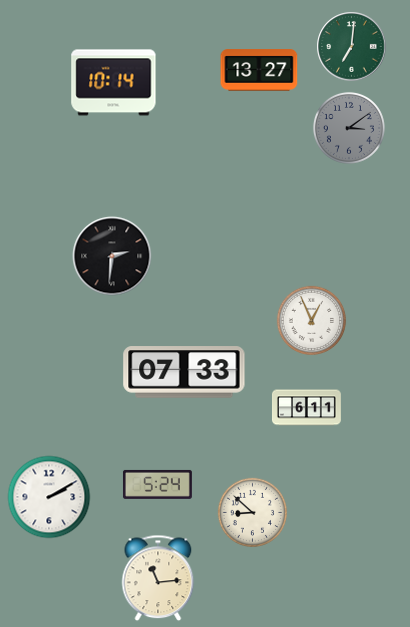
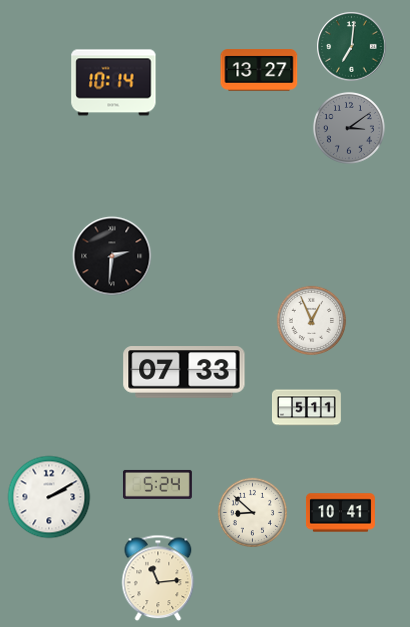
clock at (306, 408): 6:11 -> 5:11
clock at (341, 513): none -> 10:41
